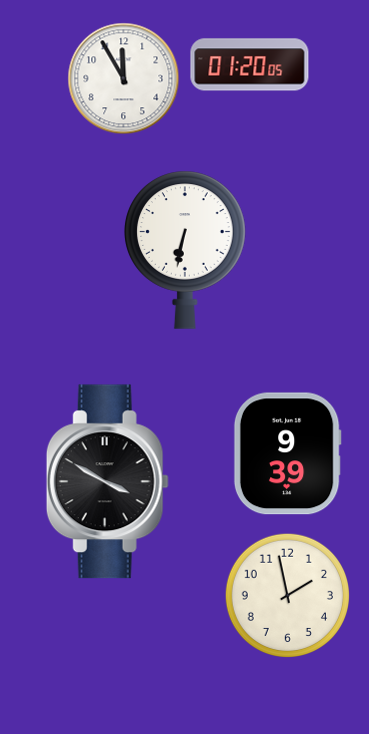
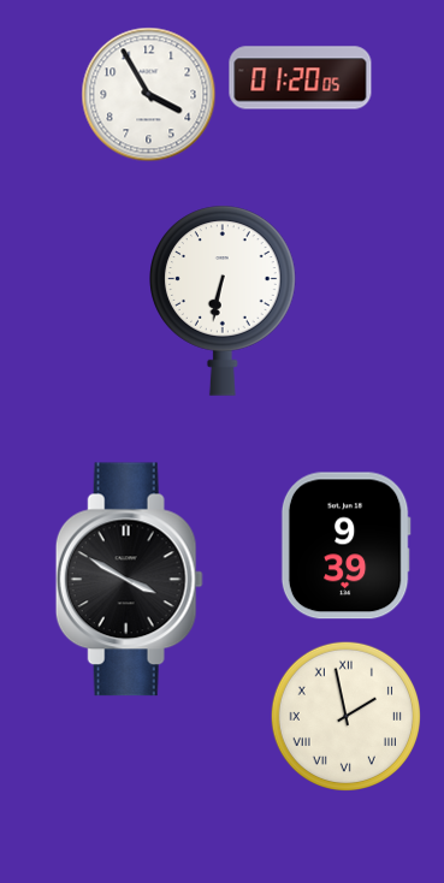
clock at (124, 79): 11:55 -> 3:55
clock at (287, 595) numerals: Arabic -> Roman
